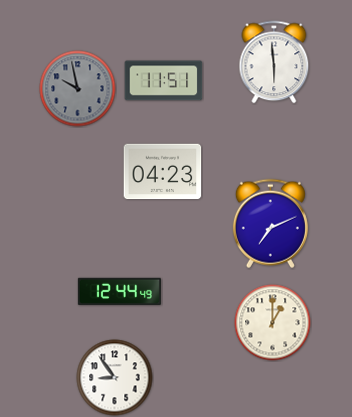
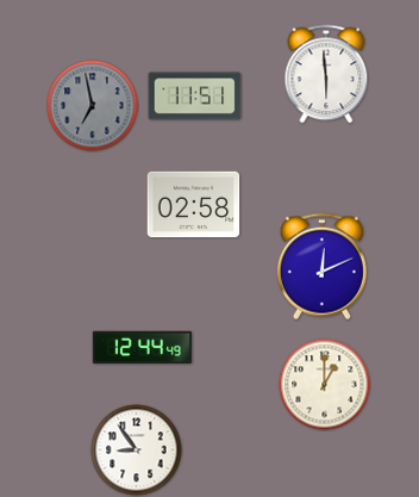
clock at (78, 89): 9:58 -> 6:58
clock at (163, 172): 04:23 -> 02:58
clock at (270, 224): 7:11 -> 12:11
